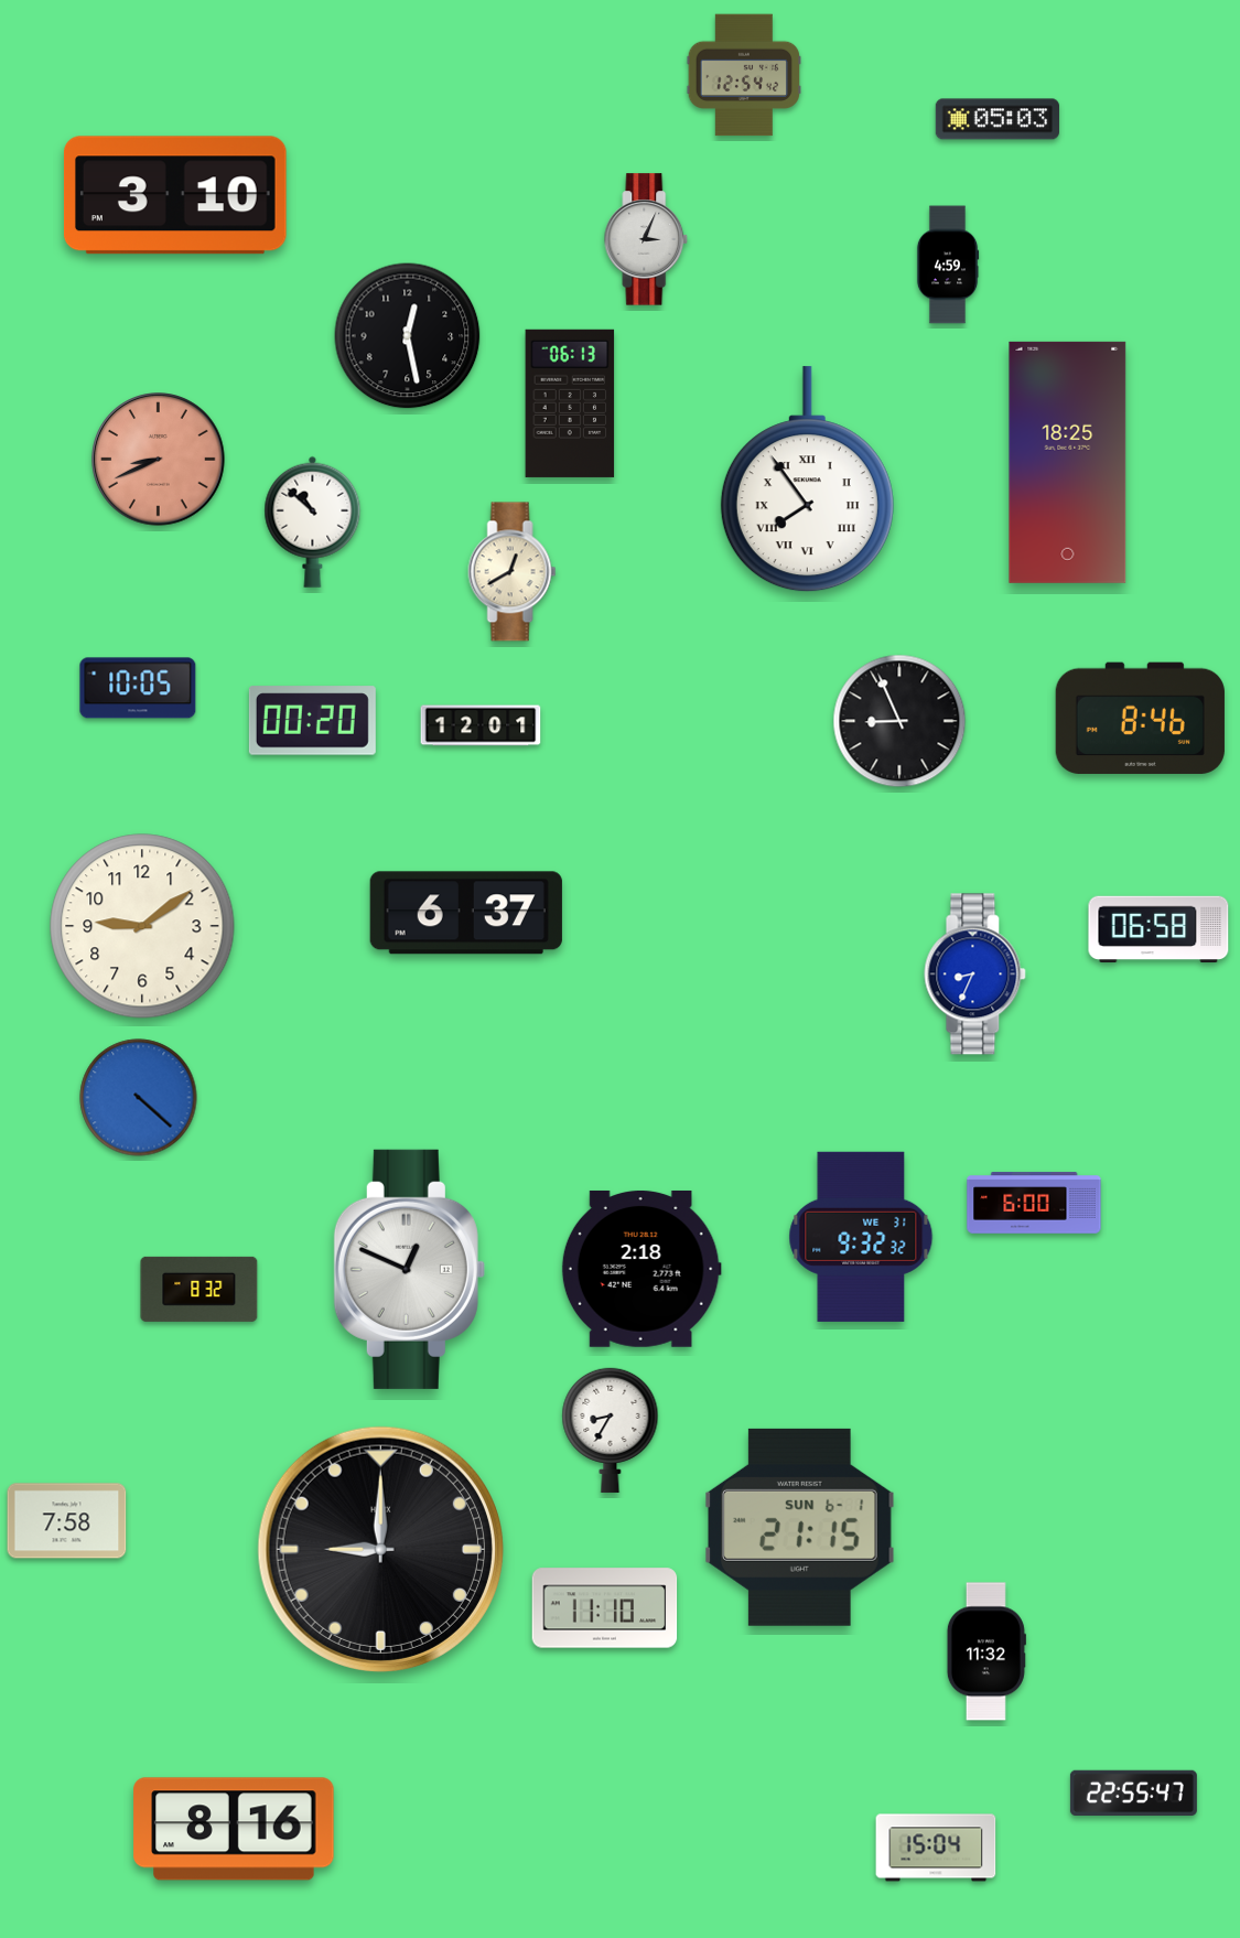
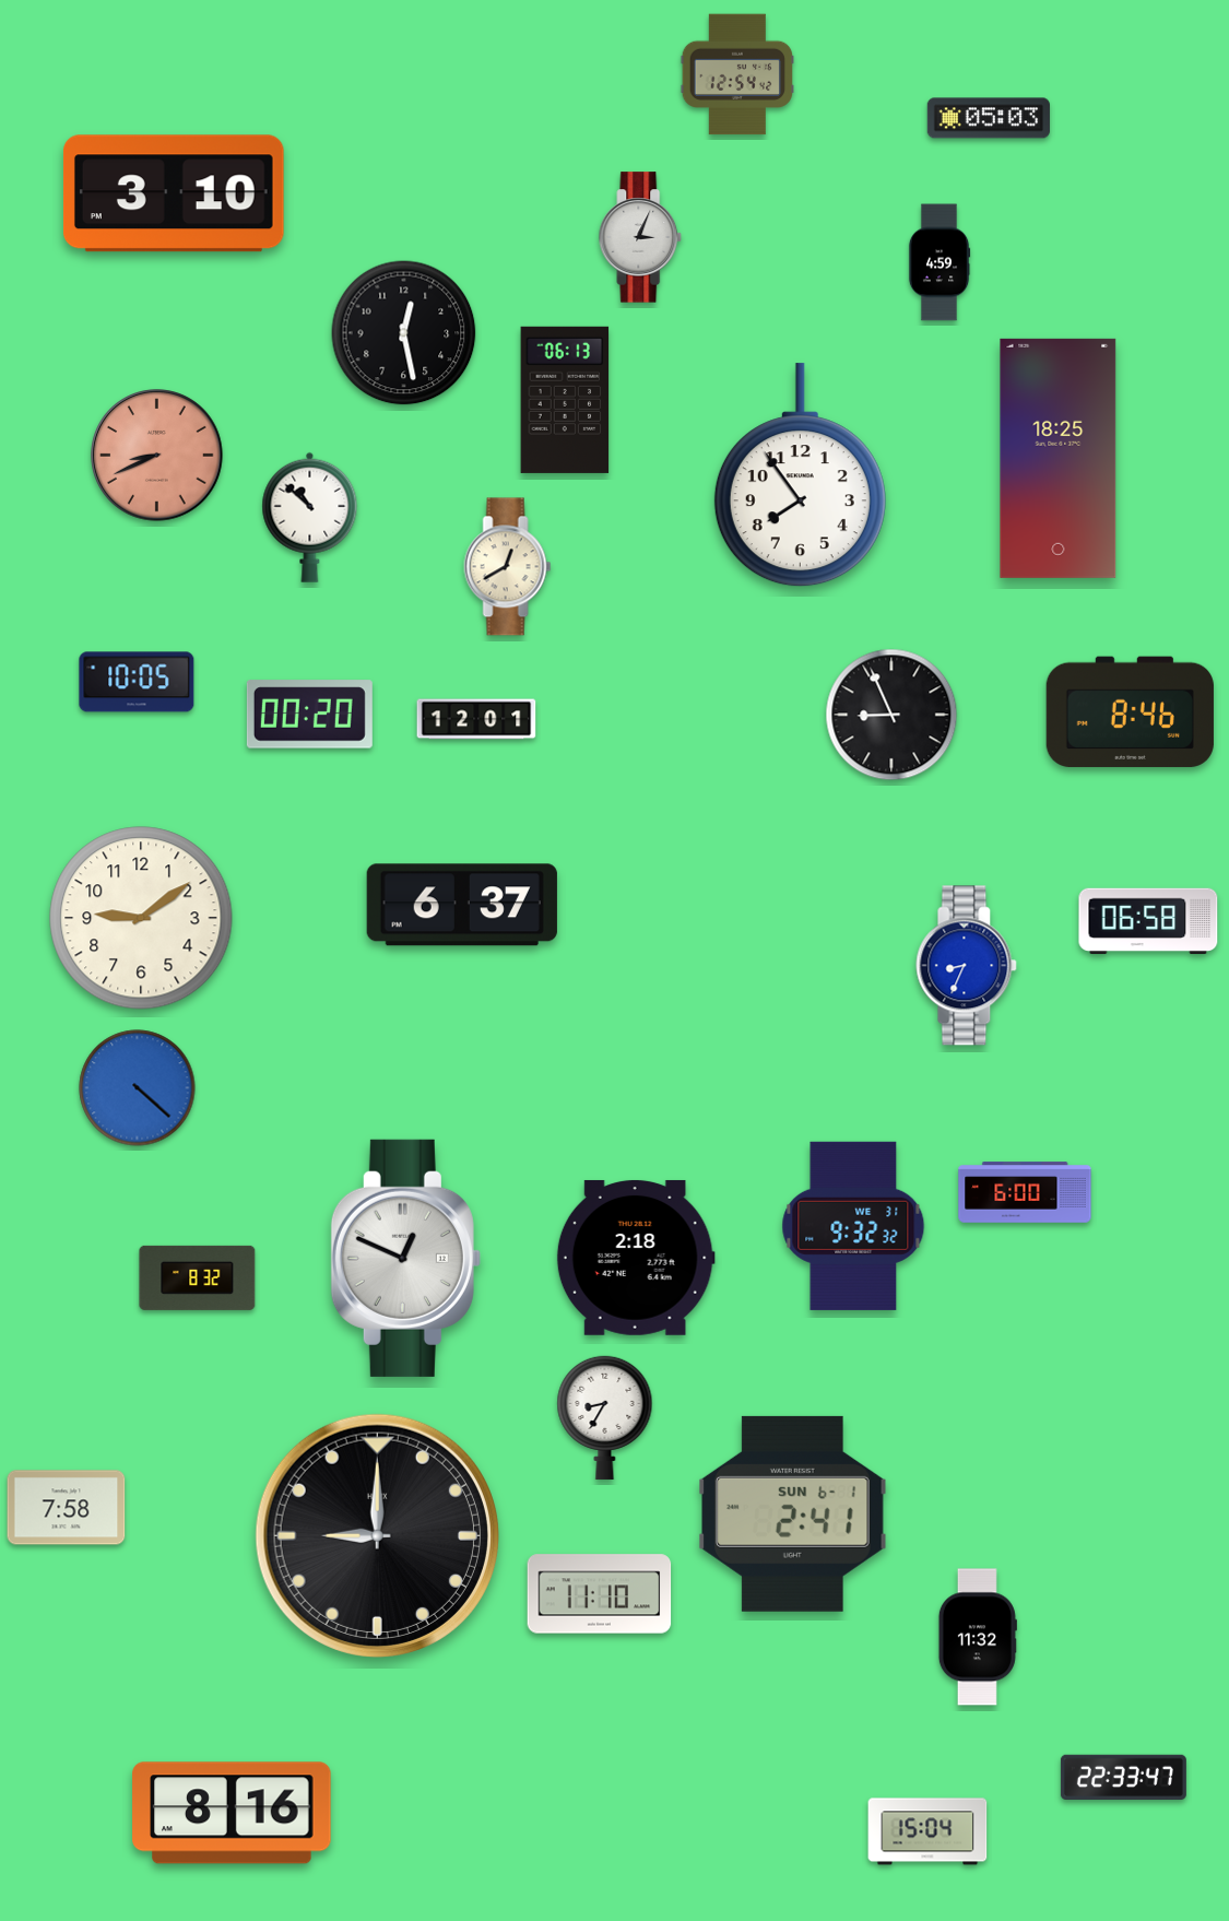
clock at (807, 480) numerals: Roman -> Arabic
clock at (800, 1527): 21:15 -> 2:41
clock at (1133, 1794): 22:55 -> 22:33
